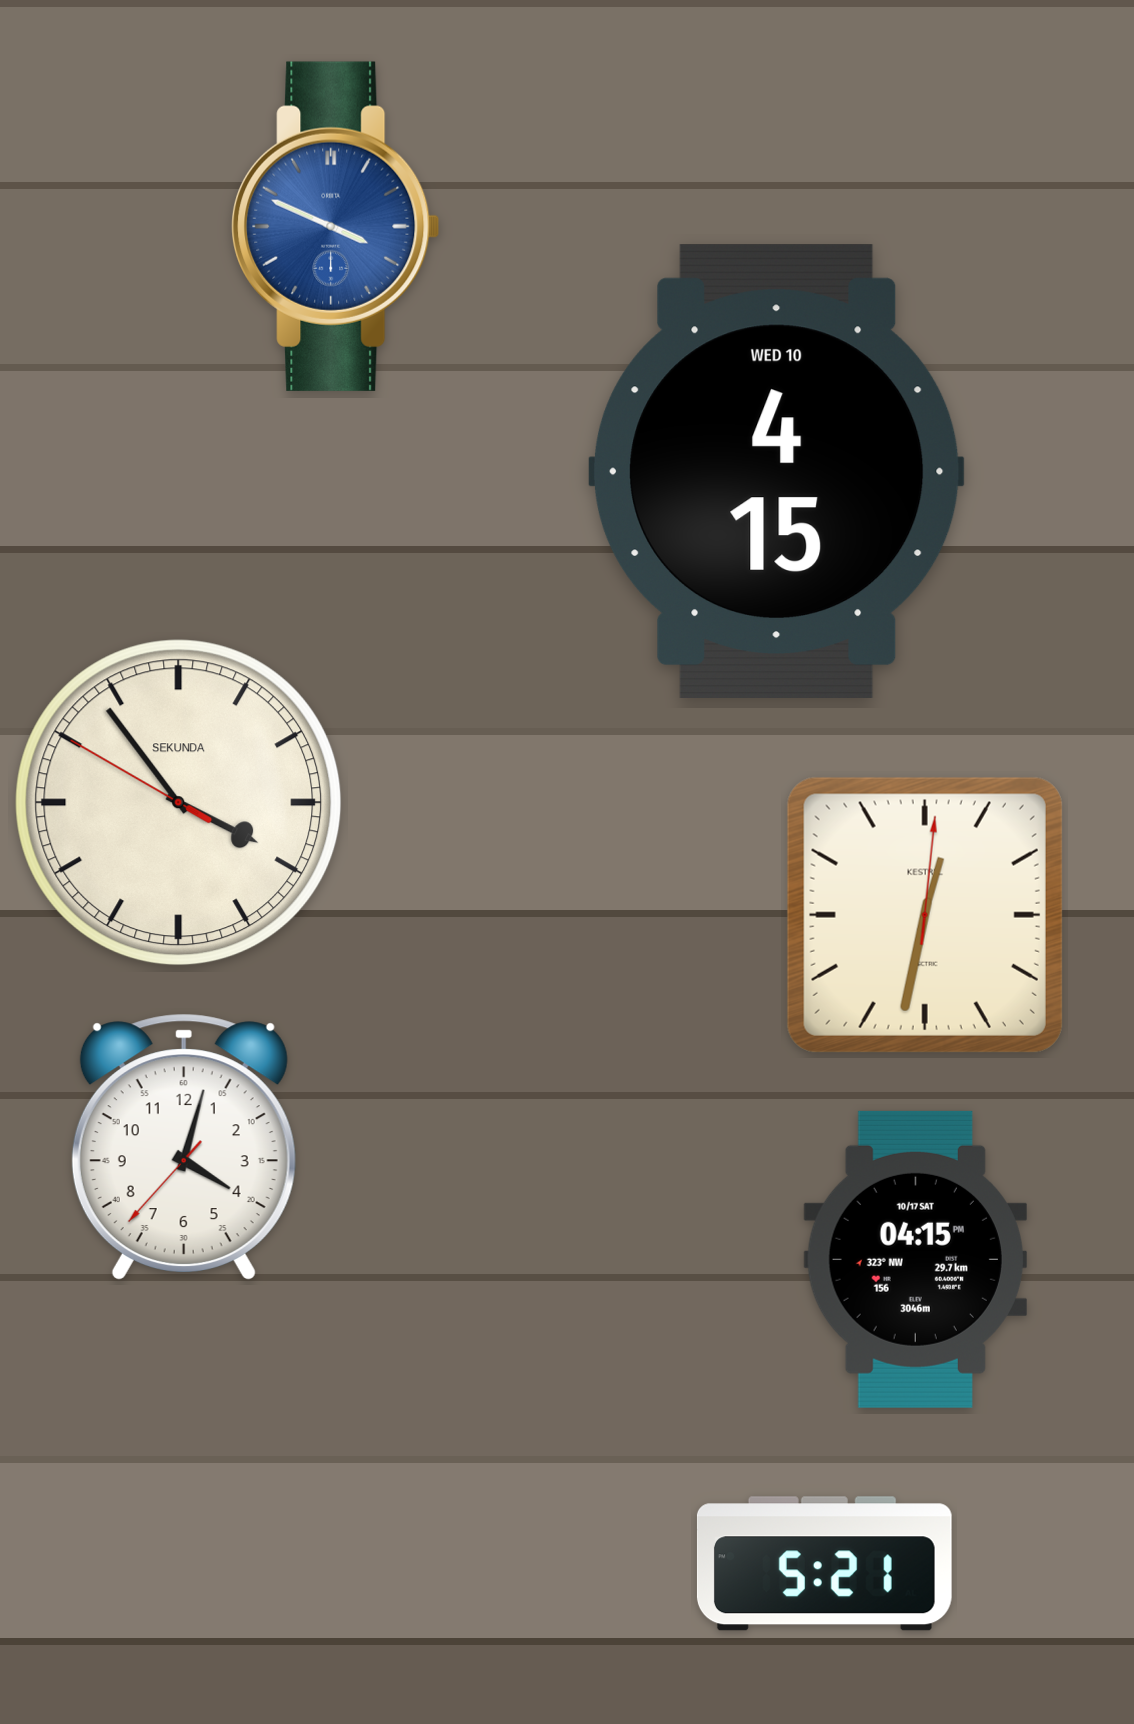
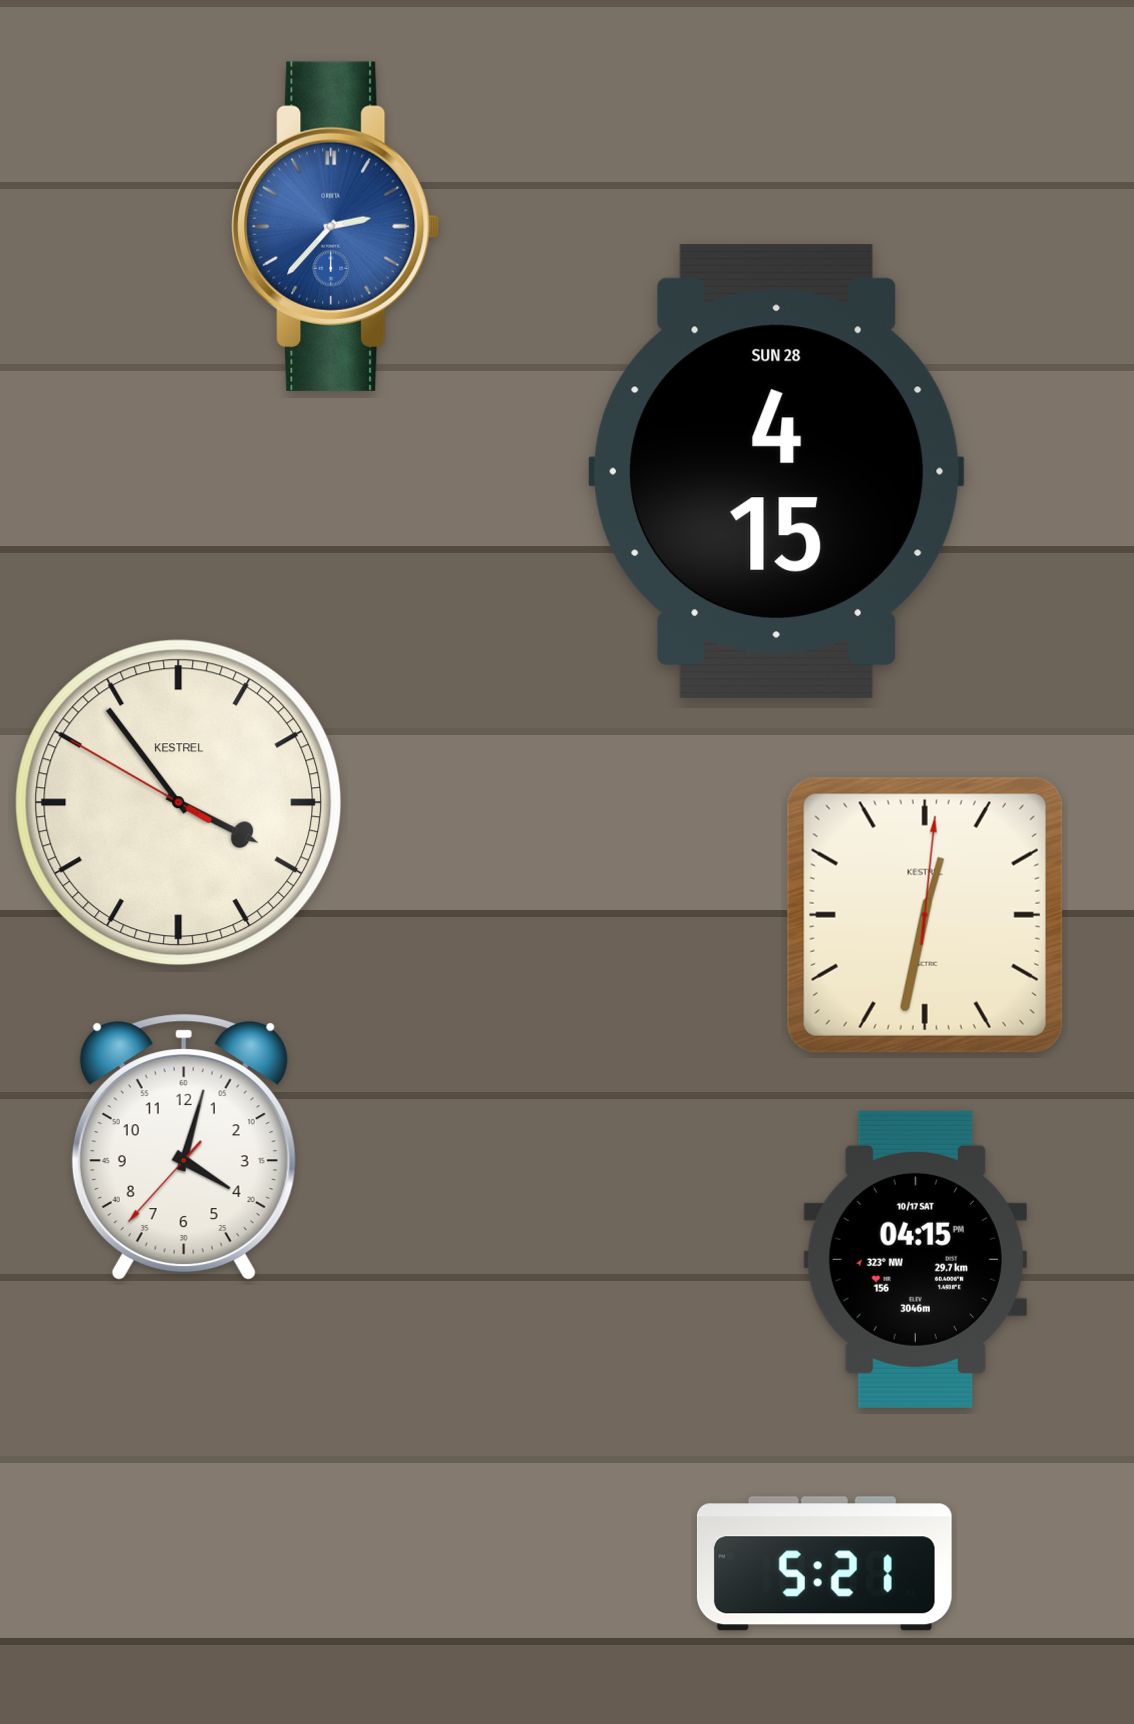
clock at (336, 226): 3:49 -> 2:37
clock at (777, 471) date: WED 10 -> SUN 28
clock at (179, 803) brand: SEKUNDA -> KESTREL
